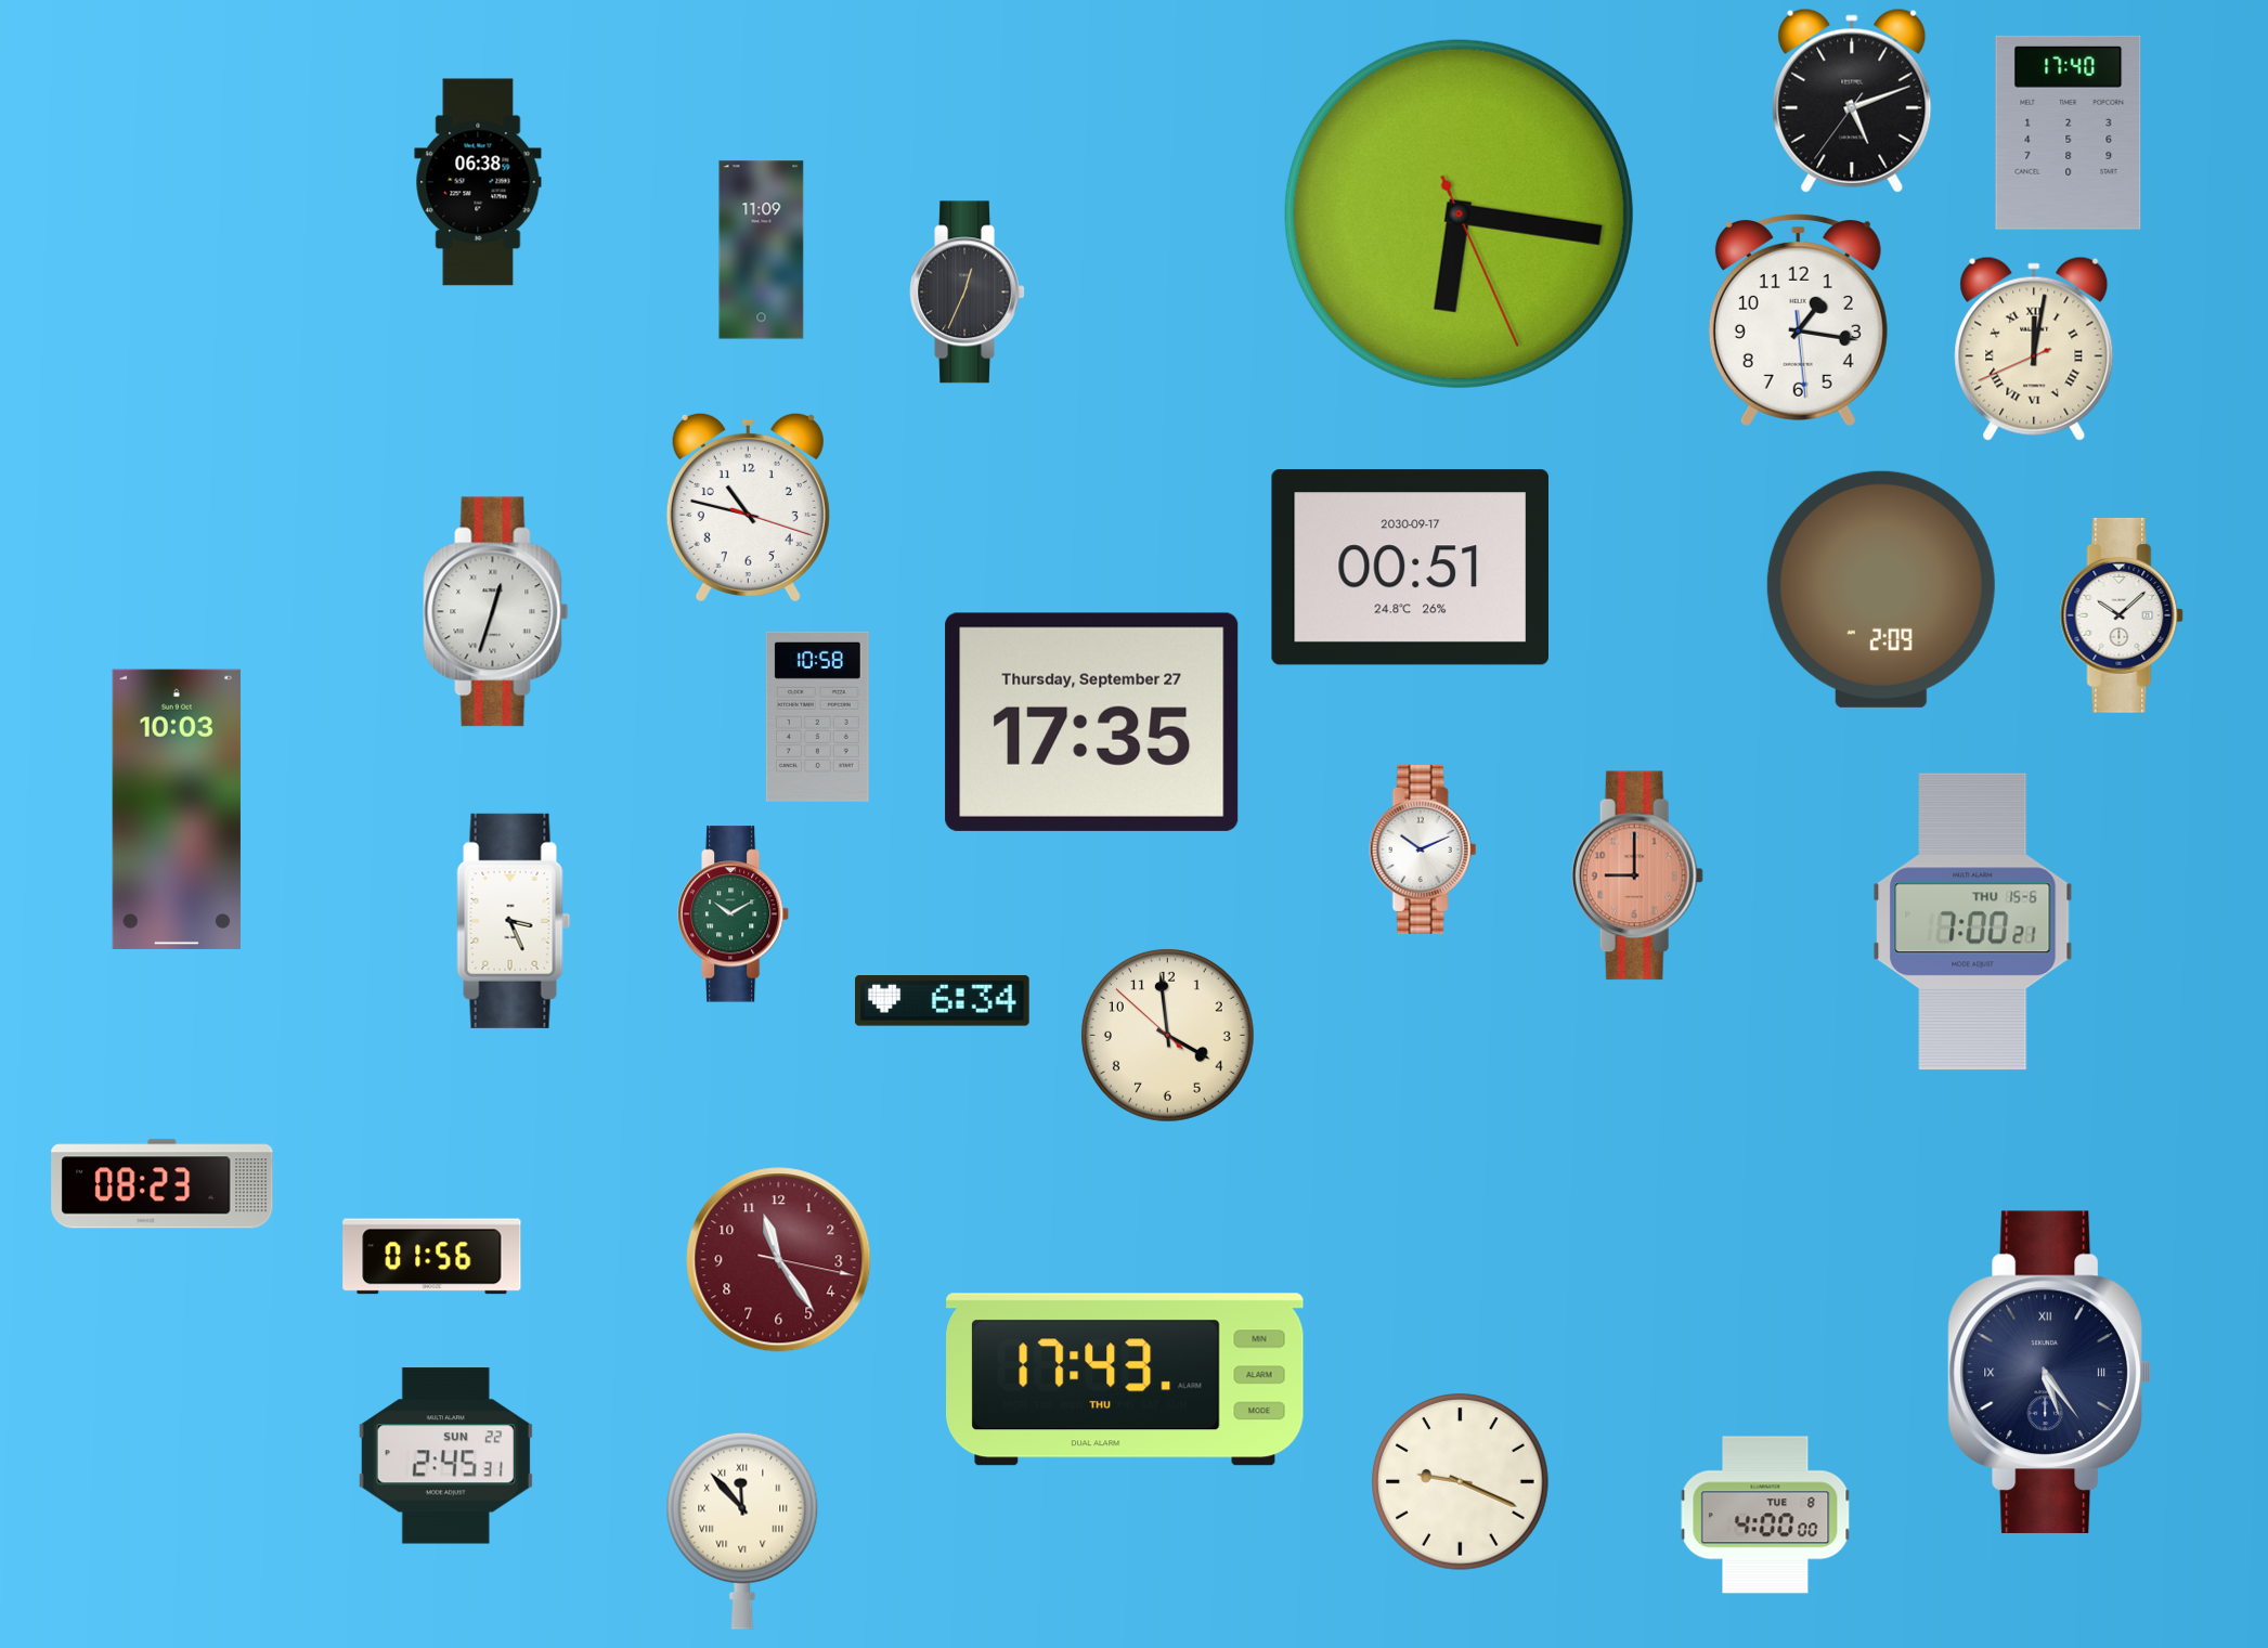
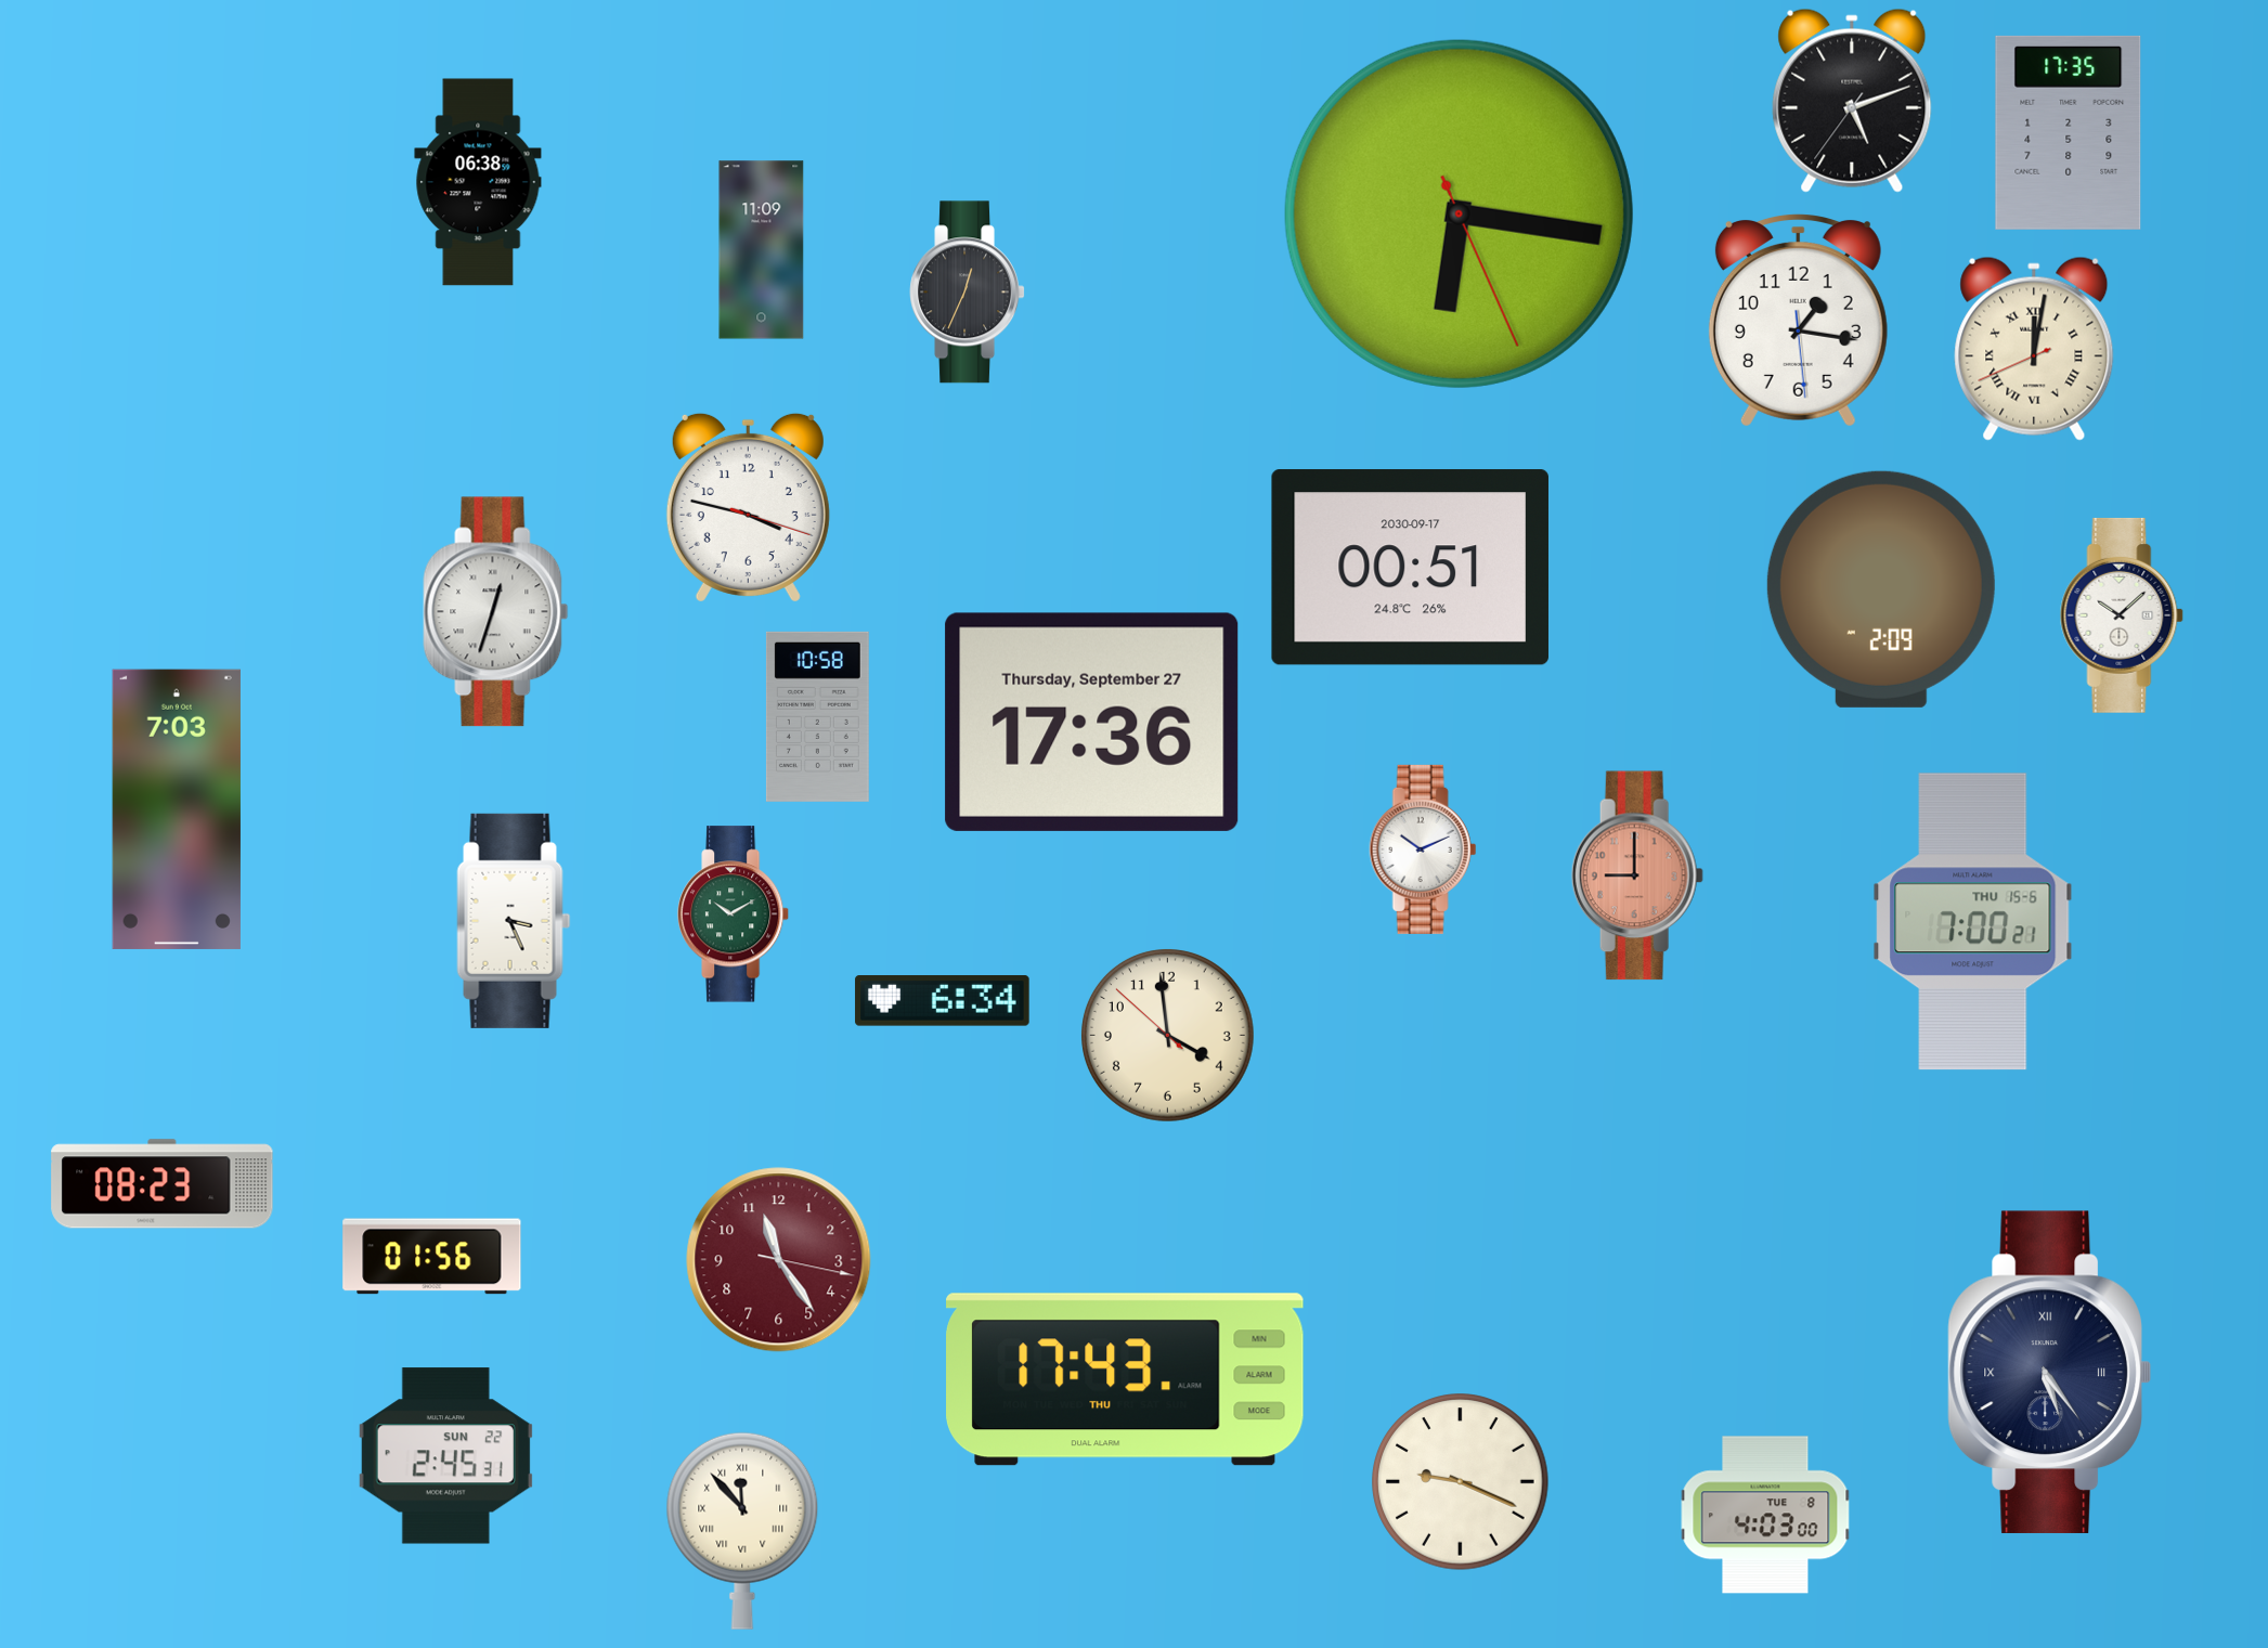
clock at (2069, 132): 17:40 -> 17:35
clock at (748, 507): 10:47 -> 3:47
clock at (1092, 722): 17:35 -> 17:36
clock at (177, 809): 10:03 -> 7:03
clock at (1765, 1515): 4:00 -> 4:03
